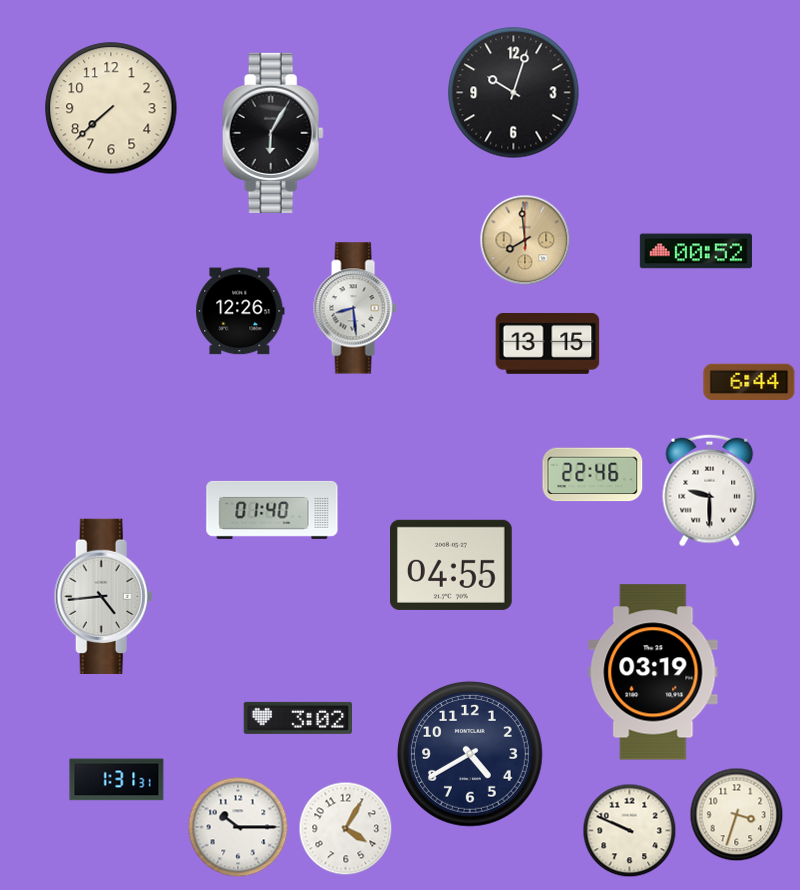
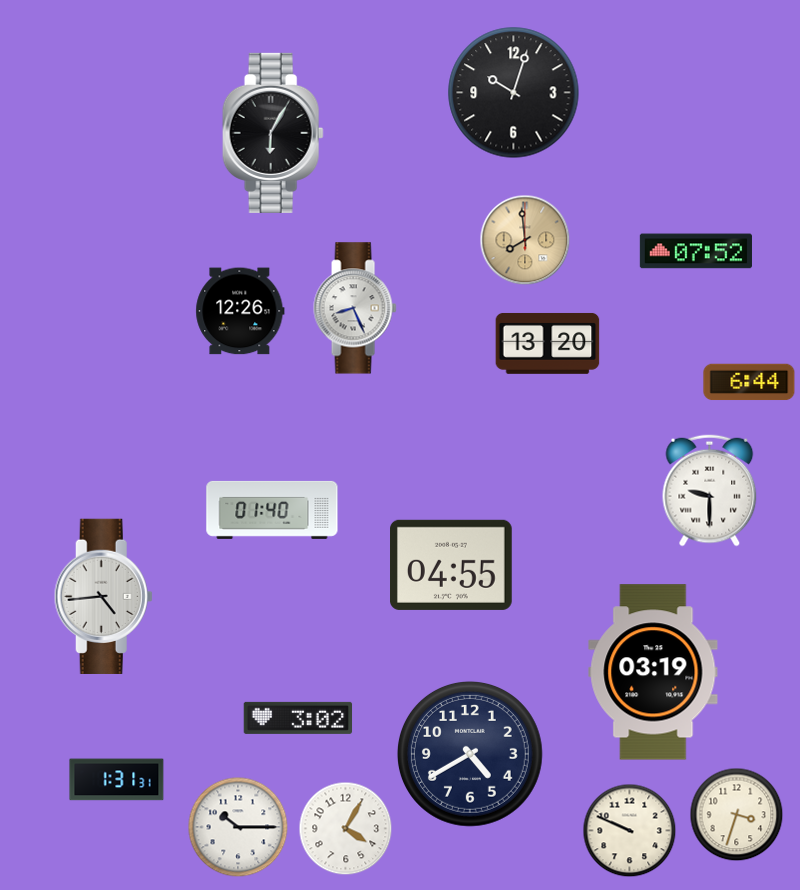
clock at (111, 108): 7:38 -> none
clock at (696, 251): 00:52 -> 07:52
clock at (355, 308): 8:29 -> 8:26
clock at (548, 343): 13:15 -> 13:20
clock at (593, 475): 22:46 -> none
